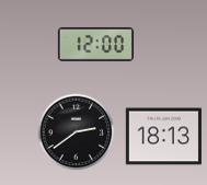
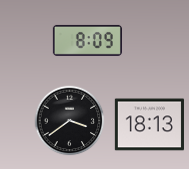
clock at (95, 44): 12:00 -> 8:09
clock at (77, 132): 2:39 -> 3:39
